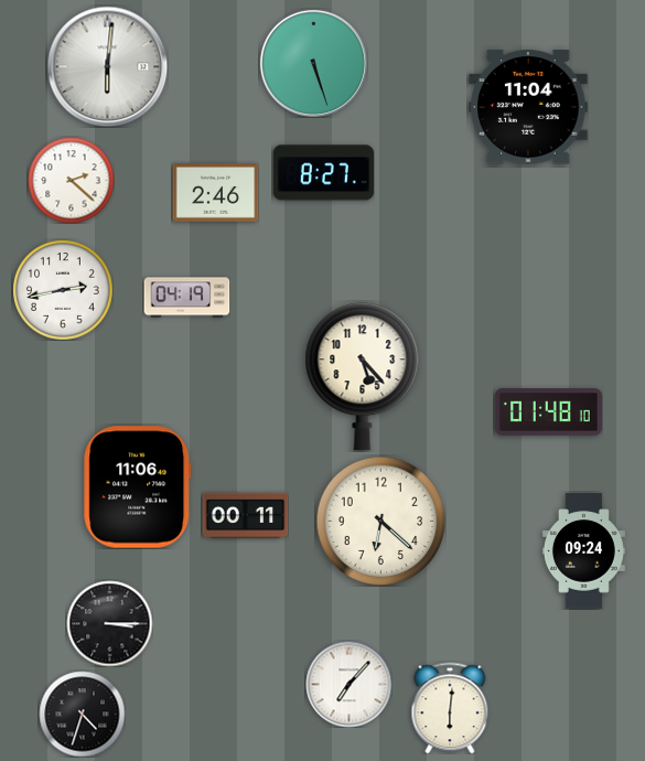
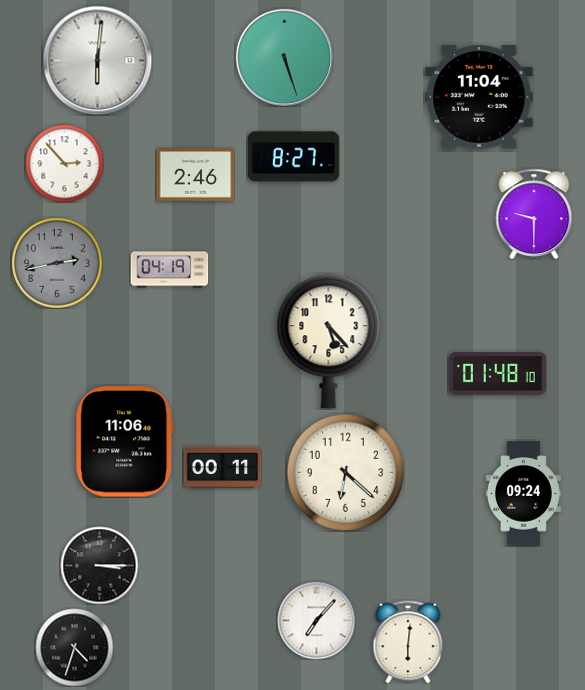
clock at (71, 180): 2:22 -> 2:53
clock at (534, 214): none -> 9:30
clock at (63, 290) dial: white -> grey
clock at (583, 551) position: (583, 551) -> (523, 494)
